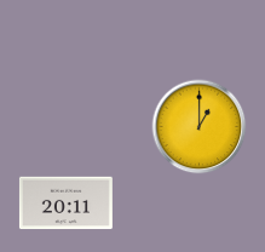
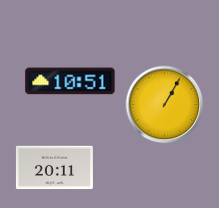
clock at (70, 81): none -> 10:51
clock at (198, 126): 1:00 -> 1:05
